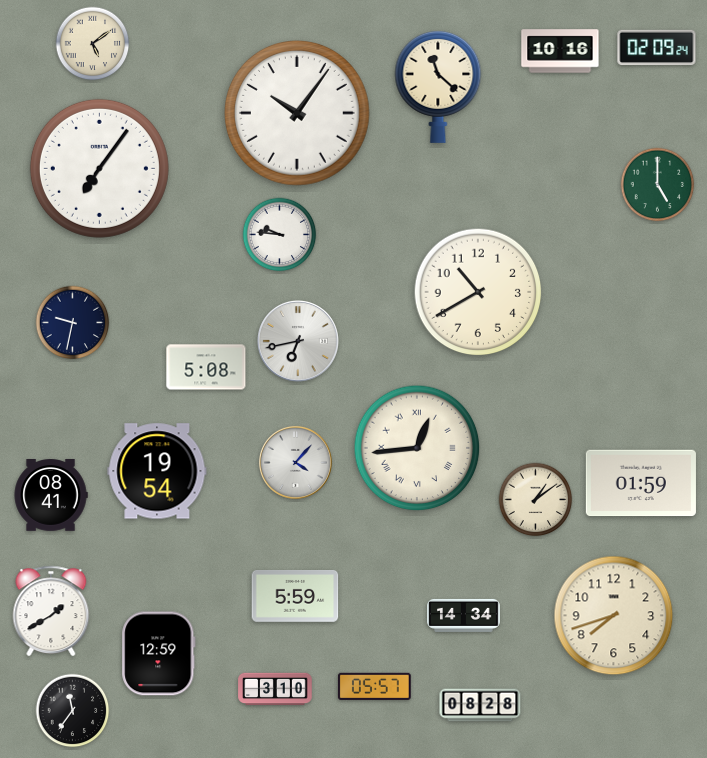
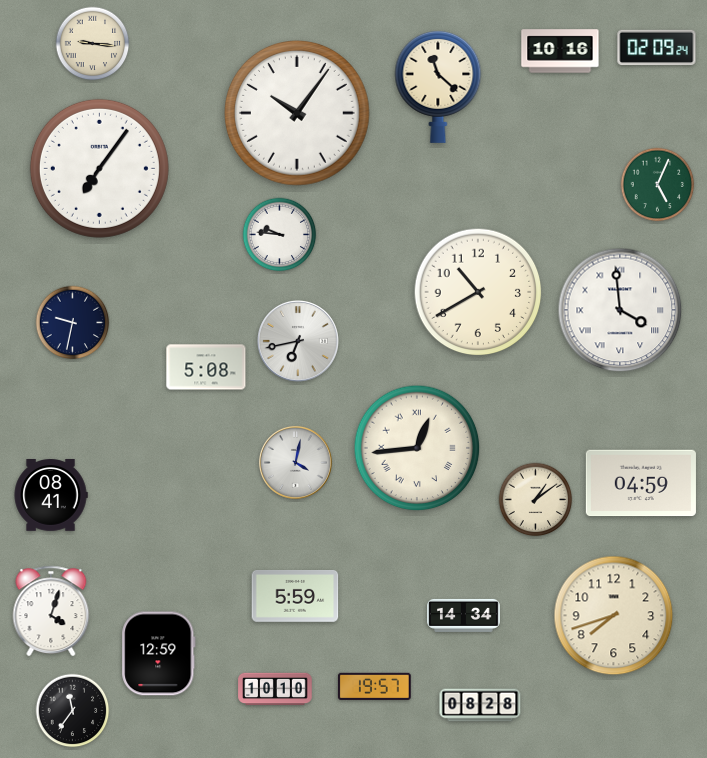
clock at (93, 44): 5:09 -> 9:16
clock at (658, 185): 5:00 -> 5:04
clock at (620, 310): none -> 3:59
clock at (295, 462): 4:07 -> 4:02
clock at (157, 471): 19:54 -> none
clock at (641, 483): 01:59 -> 04:59
clock at (51, 611): 1:40 -> 4:03
clock at (374, 686): 05:57 -> 19:57
clock at (275, 689): 3:10 -> 10:10
